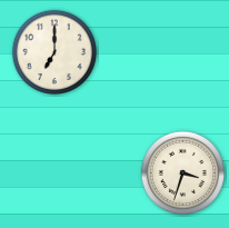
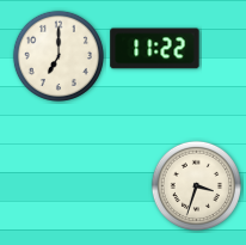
clock at (155, 49): none -> 11:22
